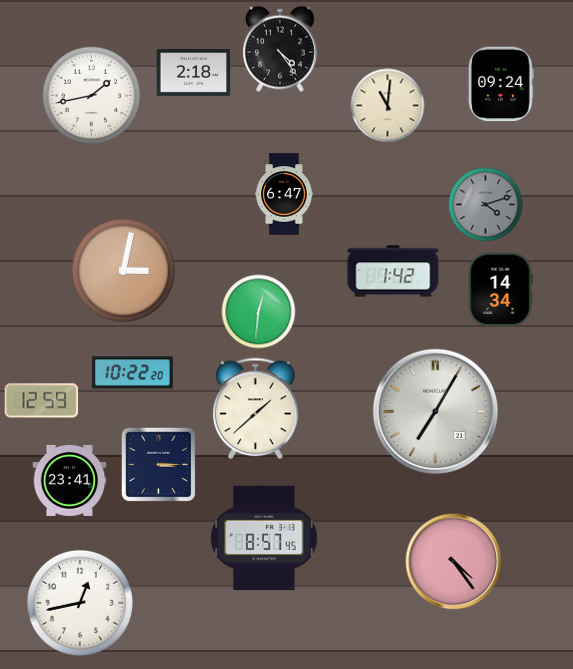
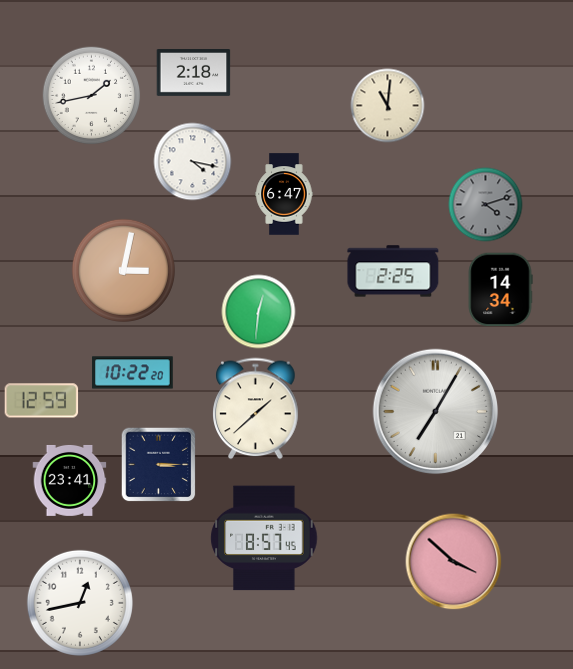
clock at (280, 49): 4:24 -> none
clock at (502, 84): 09:24 -> none
clock at (193, 162): none -> 4:17
clock at (393, 271): 1:42 -> 2:25
clock at (454, 562): 4:24 -> 3:52
